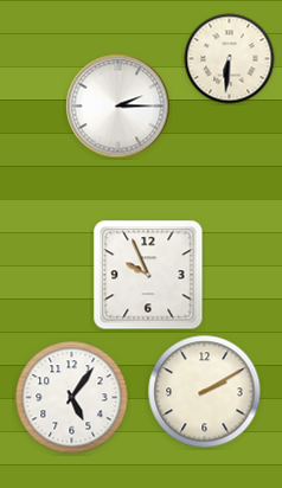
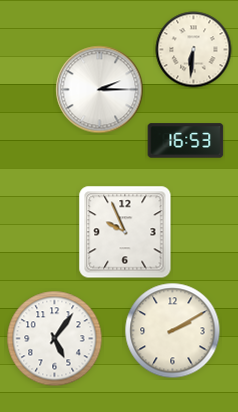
clock at (186, 141): none -> 16:53
clock at (72, 398) position: (72, 398) -> (55, 339)
